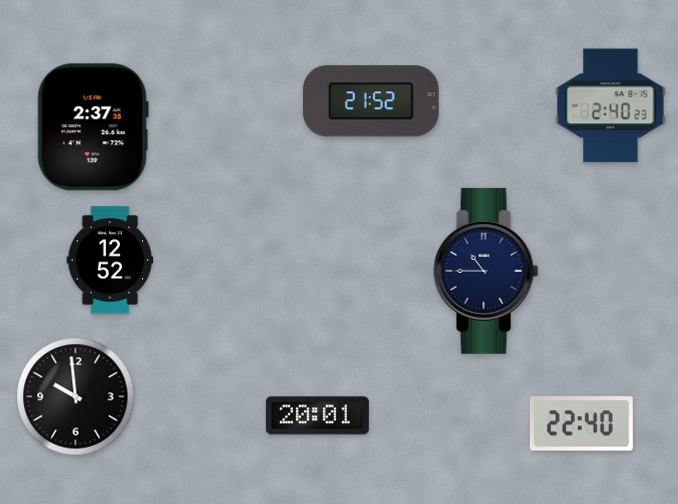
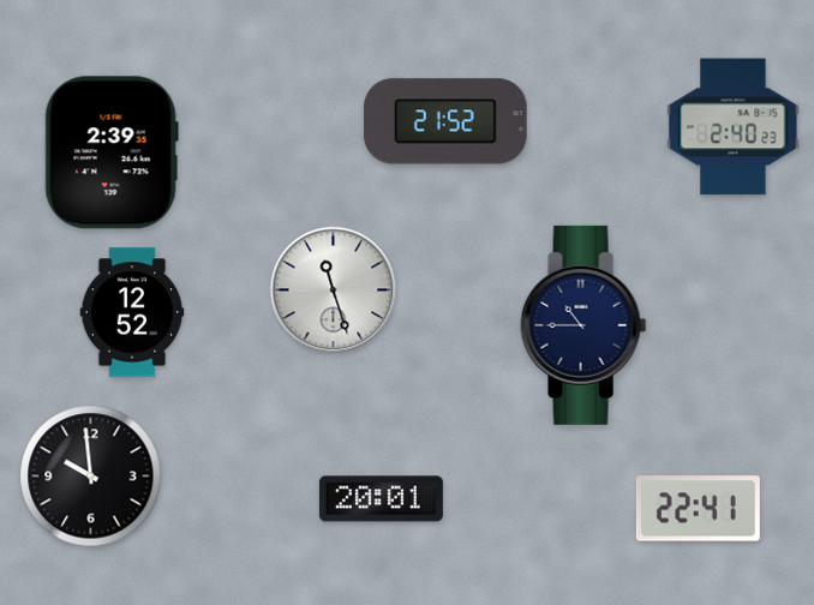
clock at (93, 127): 2:37 -> 2:39
clock at (334, 290): none -> 11:27
clock at (581, 424): 22:40 -> 22:41
